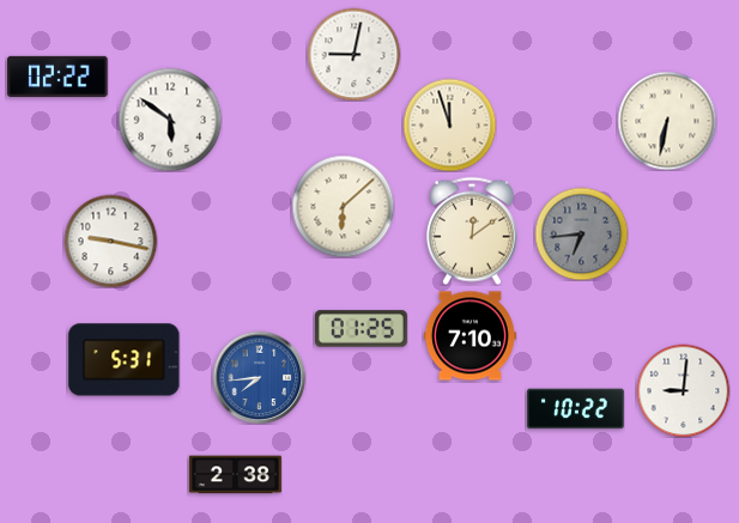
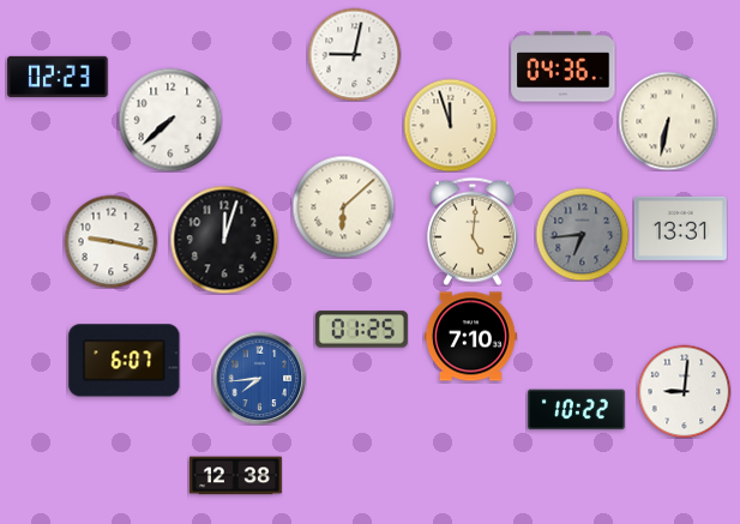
clock at (564, 67): none -> 04:36
clock at (57, 77): 02:22 -> 02:23
clock at (170, 120): 5:51 -> 7:38
clock at (680, 228): none -> 13:31
clock at (472, 231): 12:09 -> 5:01
clock at (224, 240): none -> 12:03
clock at (125, 360): 5:31 -> 6:07
clock at (235, 475): 2:38 -> 12:38
